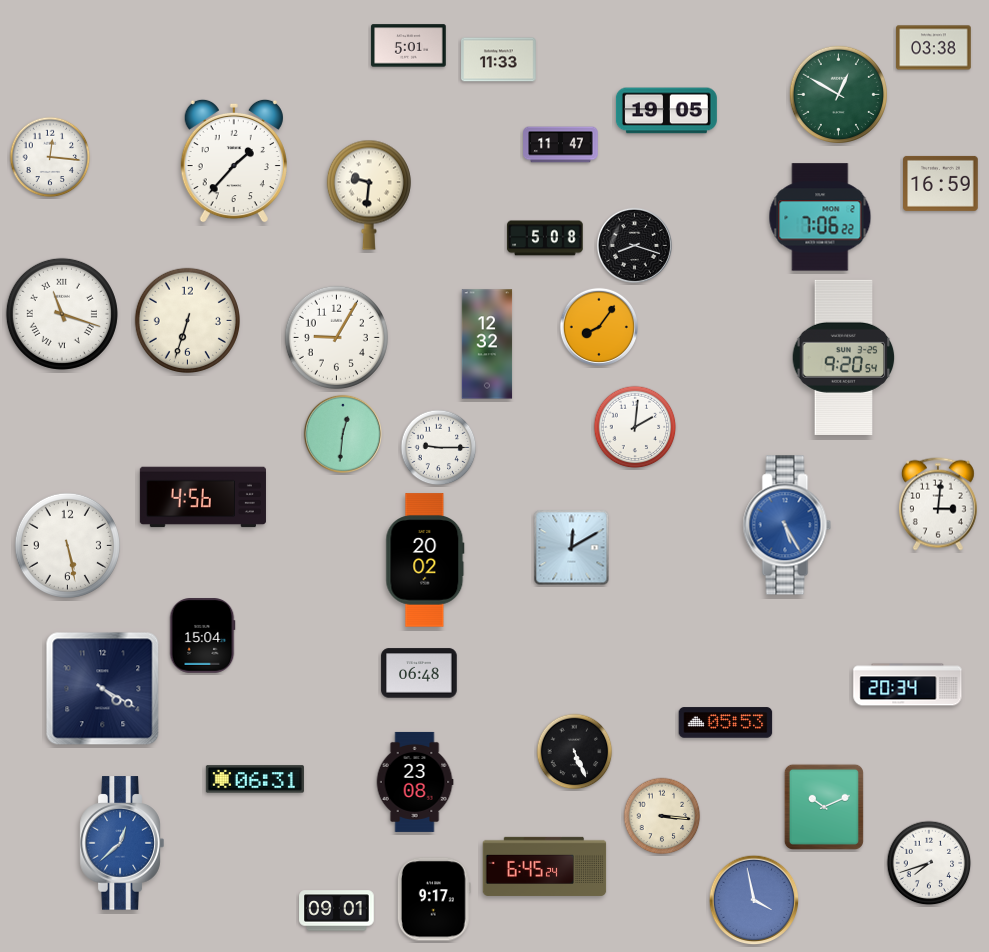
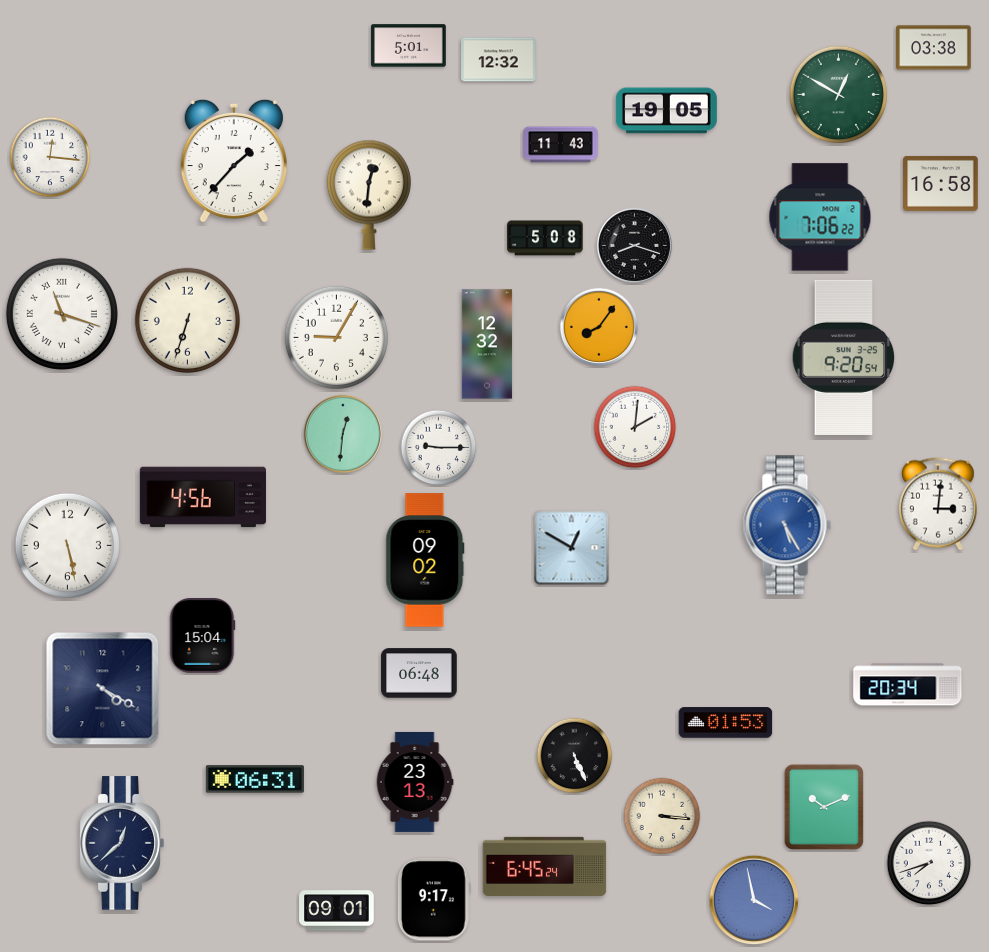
clock at (499, 60): 11:33 -> 12:32
clock at (561, 145): 11:47 -> 11:43
clock at (941, 183): 16:59 -> 16:58
clock at (369, 195): 9:31 -> 12:31
clock at (572, 548): 12:10 -> 12:50
clock at (425, 560): 20:02 -> 09:02
clock at (726, 723): 05:53 -> 01:53
clock at (575, 752) position: (575, 752) -> (575, 756)
clock at (415, 782): 23:08 -> 23:13
clock at (122, 843) dial: blue -> navy
